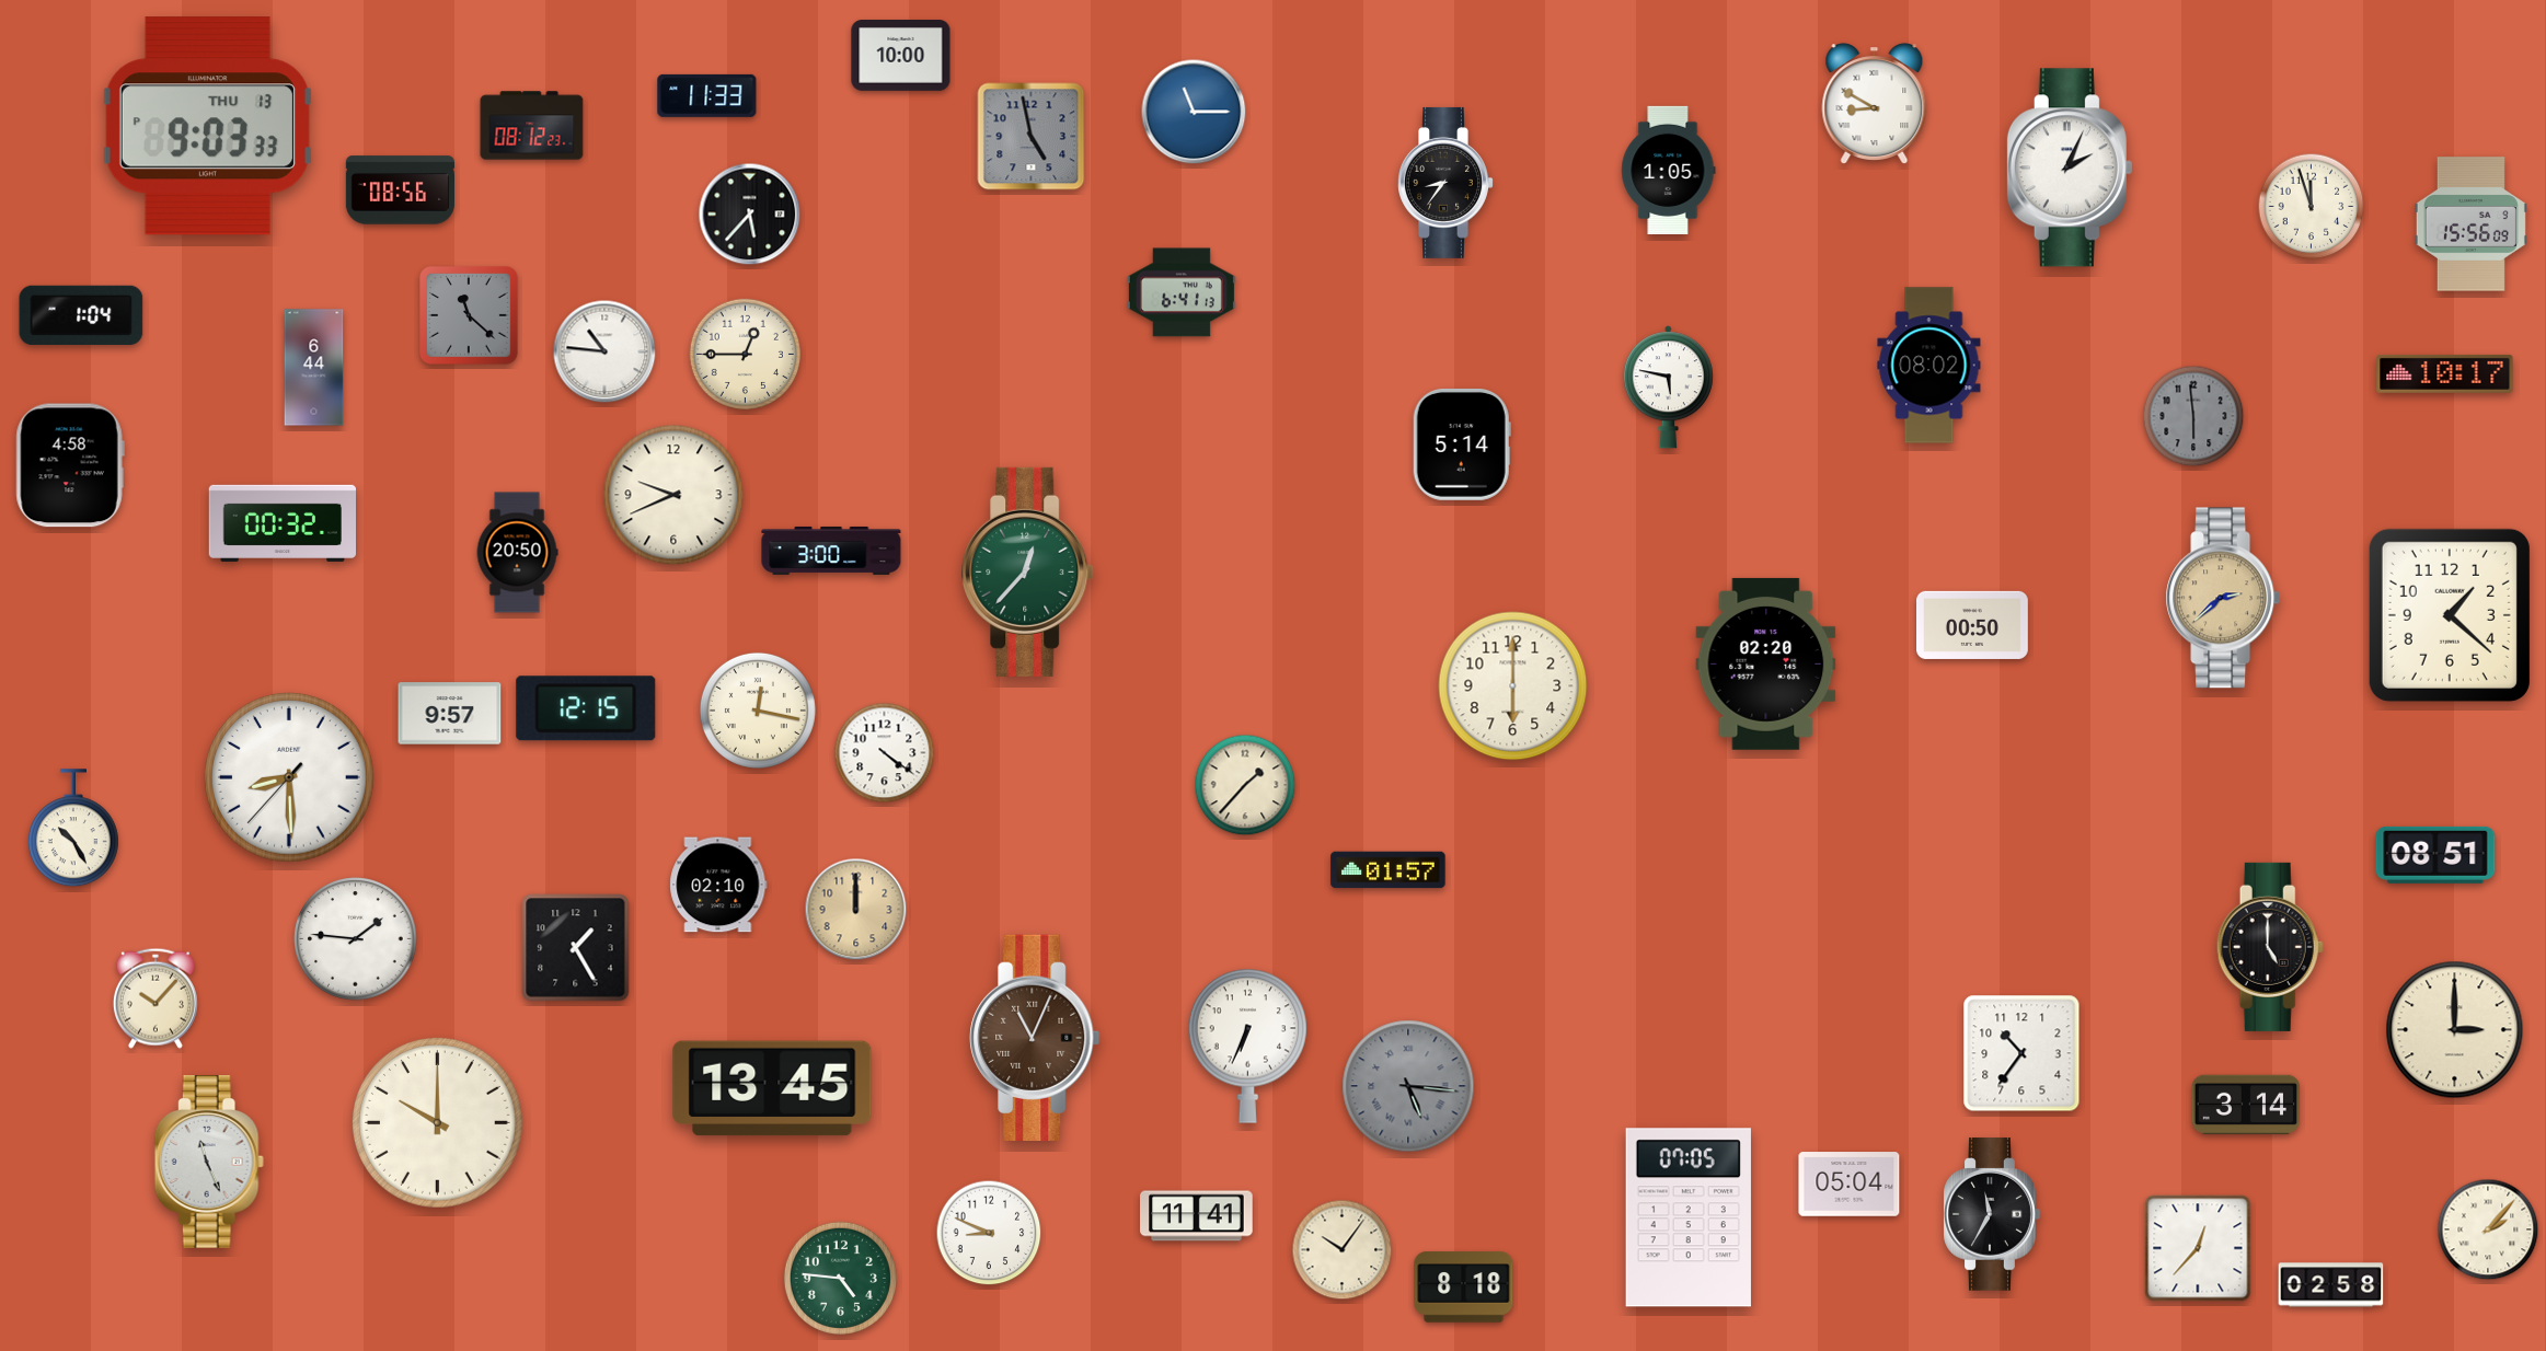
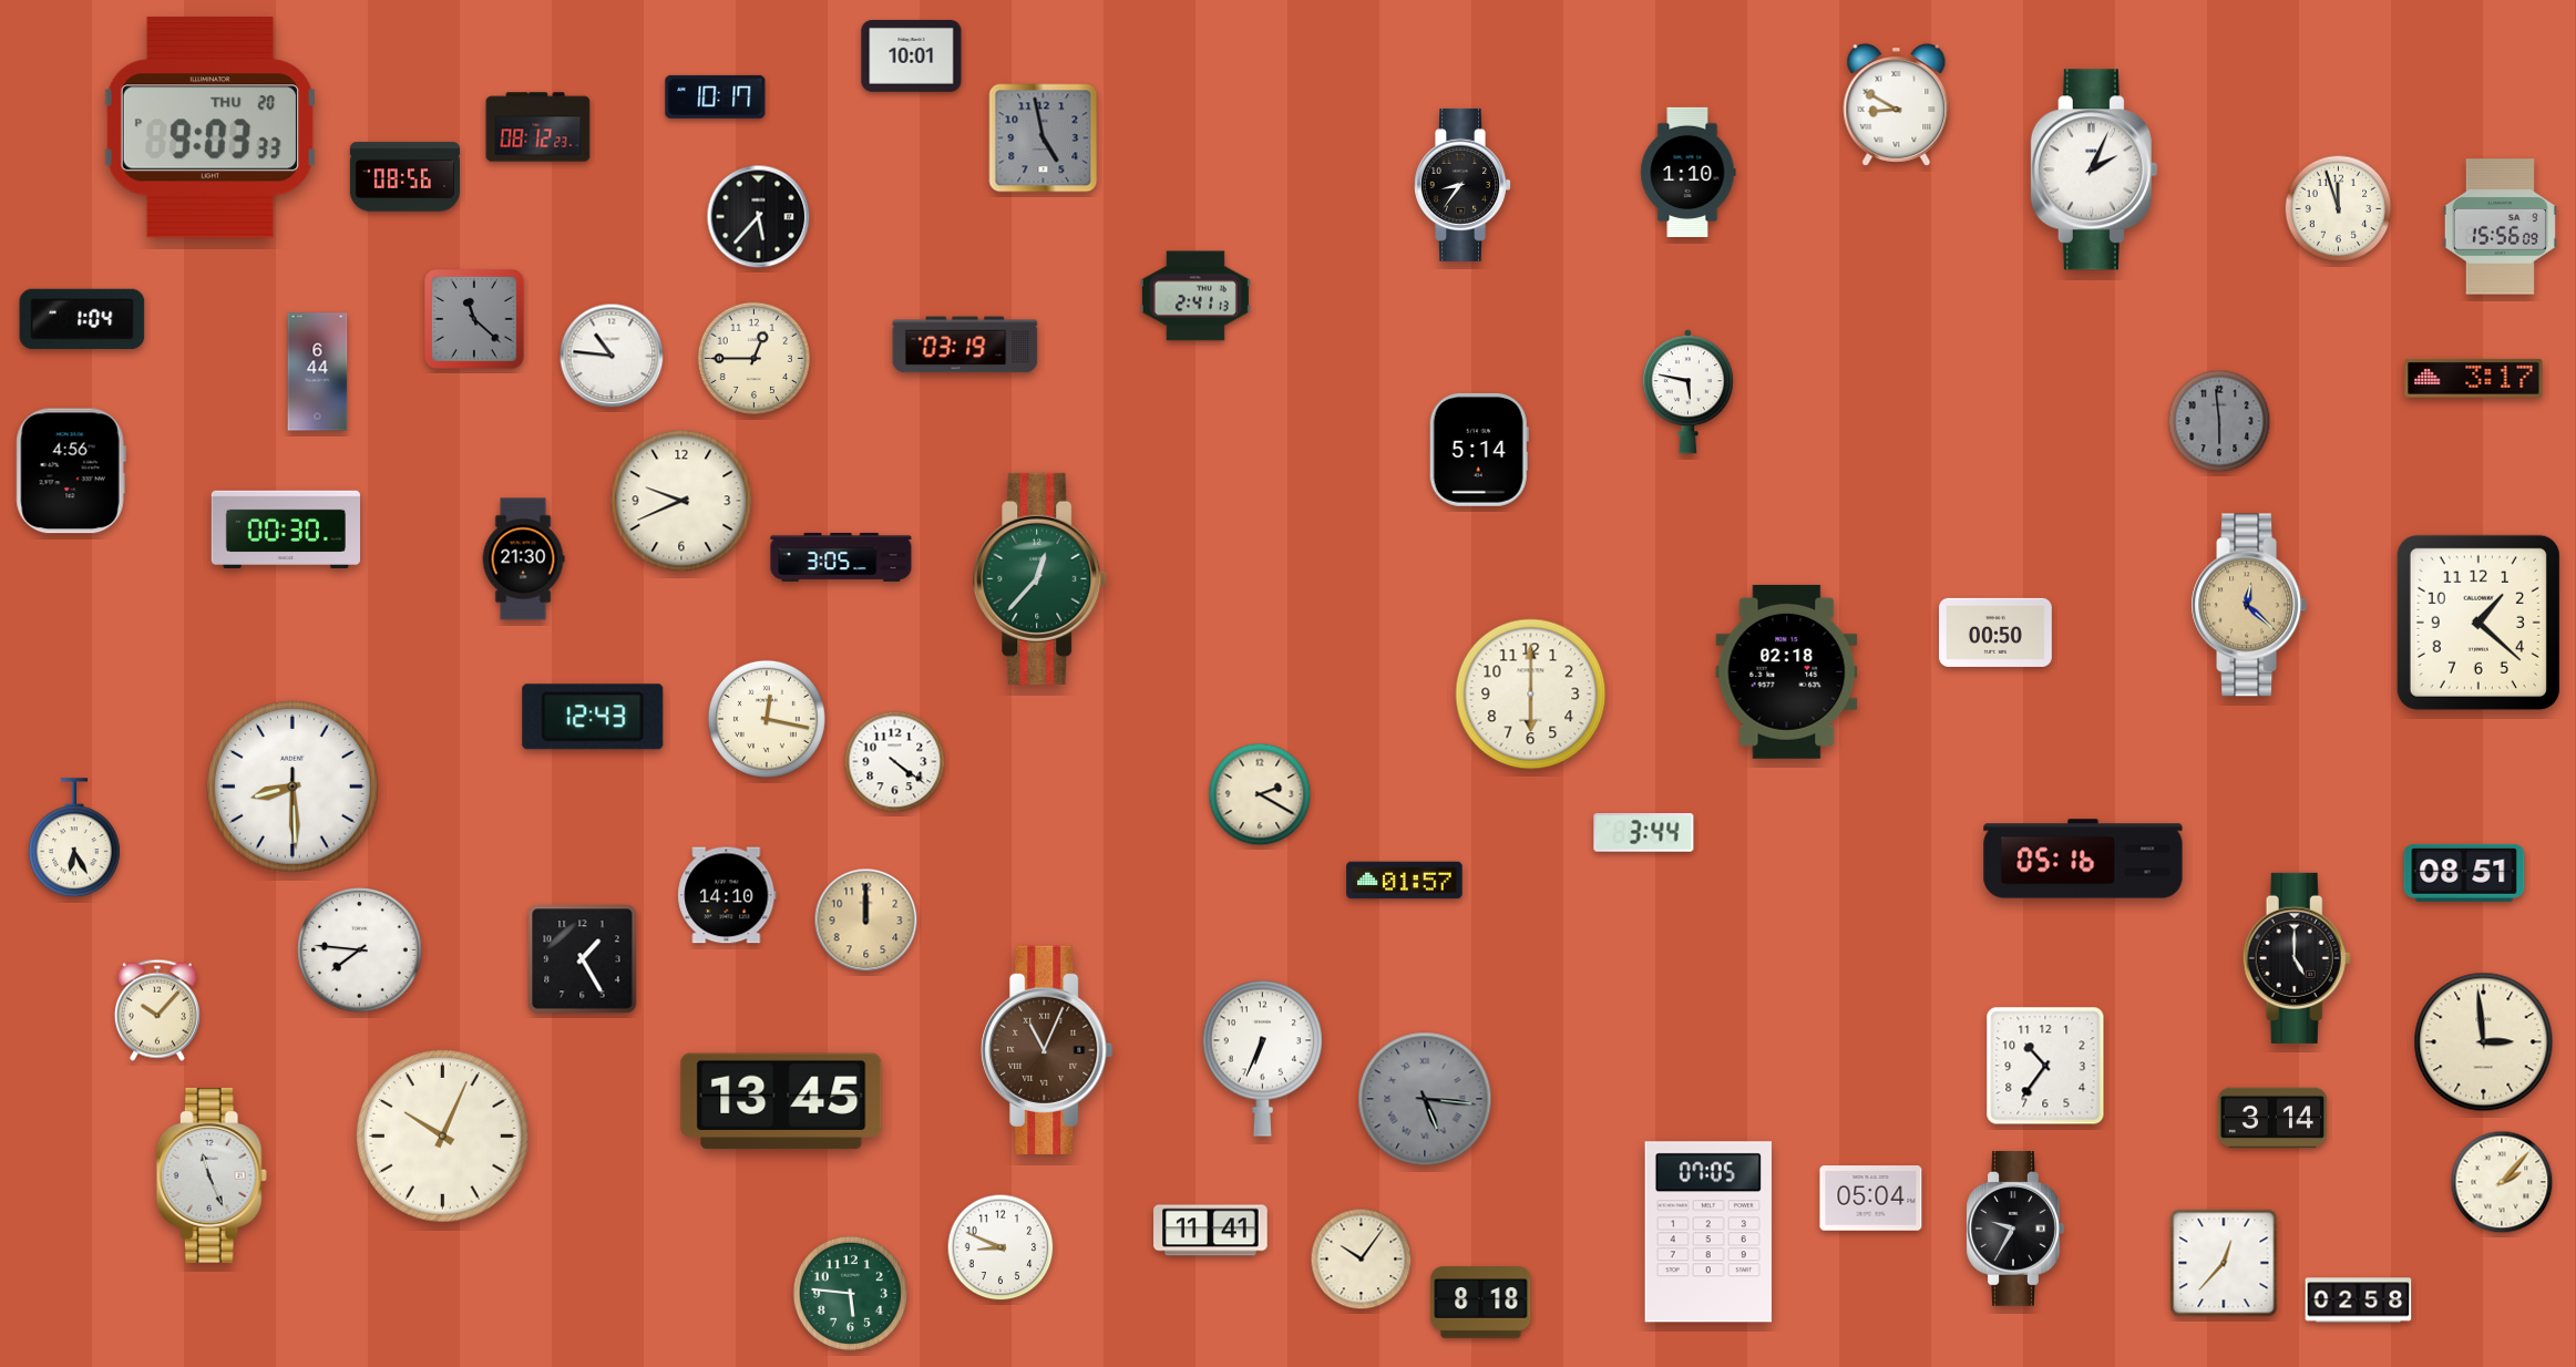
clock at (901, 56): 10:00 -> 10:01
clock at (707, 95): 11:33 -> 10:17
clock at (1194, 112): 11:15 -> none
clock at (208, 126) date: THU 13 -> THU 20
clock at (1669, 170): 1:05 -> 1:10
clock at (400, 190) position: (400, 190) -> (404, 177)
clock at (1182, 292): 6:41 -> 2:41
clock at (965, 345): none -> 03:19
clock at (1929, 366): 08:02 -> none
clock at (2445, 373): 10:17 -> 3:17
clock at (70, 465): 4:58 -> 4:56
clock at (281, 523): 00:32 -> 00:30
clock at (831, 551): 3:00 -> 3:05
clock at (517, 553): 20:50 -> 21:30
clock at (2223, 598): 2:38 -> 12:22
clock at (1766, 663): 02:20 -> 02:18
clock at (586, 708): 12:15 -> 12:43
clock at (450, 714): 9:57 -> none
clock at (290, 778): 8:29:37 -> 8:29:30
clock at (1245, 785): 1:37 -> 2:20
clock at (1644, 833): none -> 3:44
clock at (73, 829): 10:25 -> 6:25
clock at (2083, 859): none -> 05:16
clock at (2435, 855) position: (2435, 855) -> (2464, 873)
clock at (718, 885): 02:10 -> 14:10
clock at (356, 939): 1:46 -> 7:46
clock at (2455, 1030): 3:00 -> 2:59
clock at (438, 1123): 10:00 -> 10:04
clock at (1992, 1214): 11:35 -> 9:35
clock at (2488, 1229) position: (2488, 1229) -> (2502, 1182)
clock at (1343, 1250) position: (1343, 1250) -> (1362, 1260)
clock at (840, 1278): 4:46 -> 5:46
